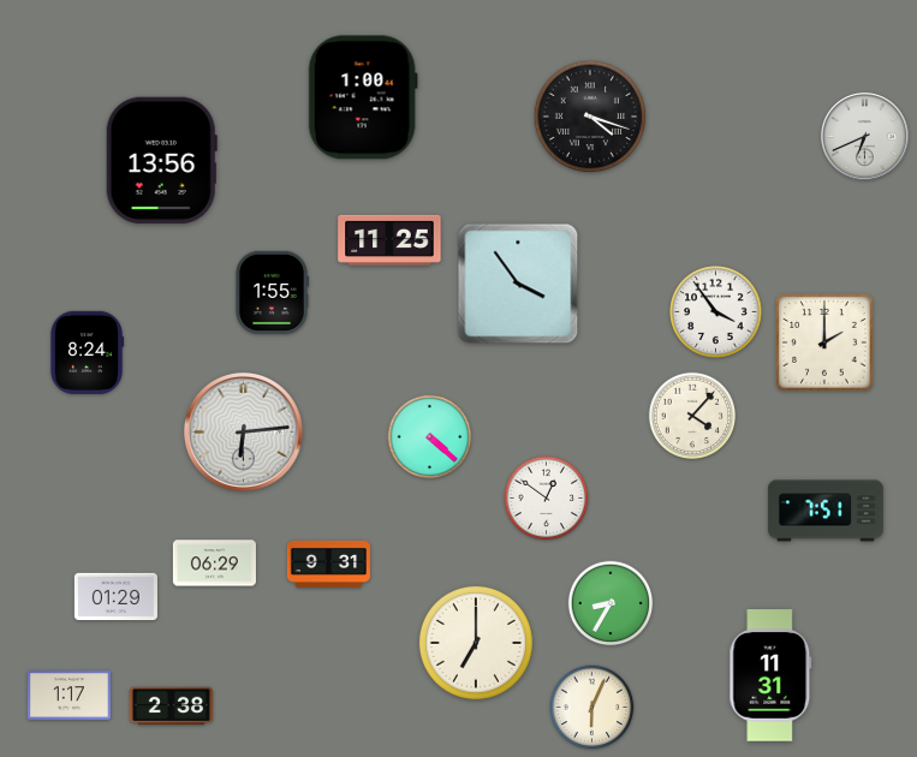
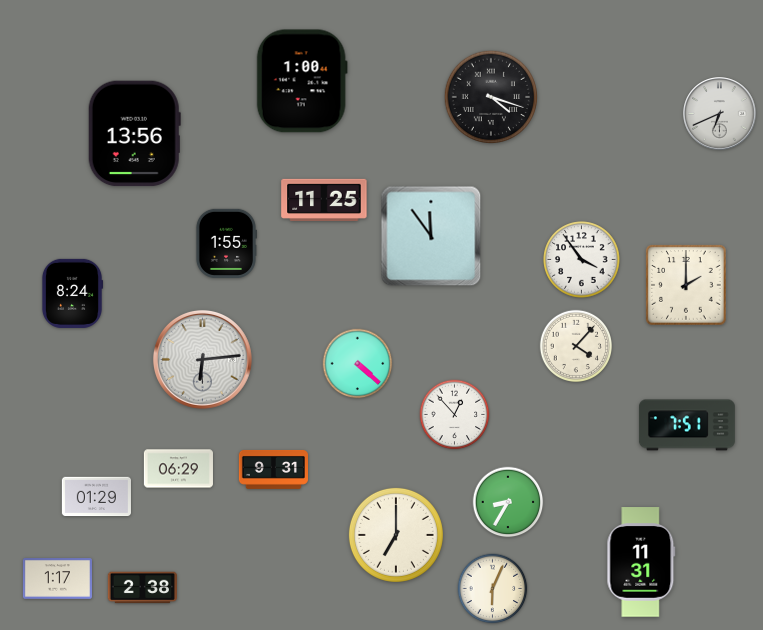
clock at (518, 284): 3:54 -> 11:54
clock at (716, 312) position: (716, 312) -> (582, 260)
clock at (547, 499): 12:51 -> 12:53
